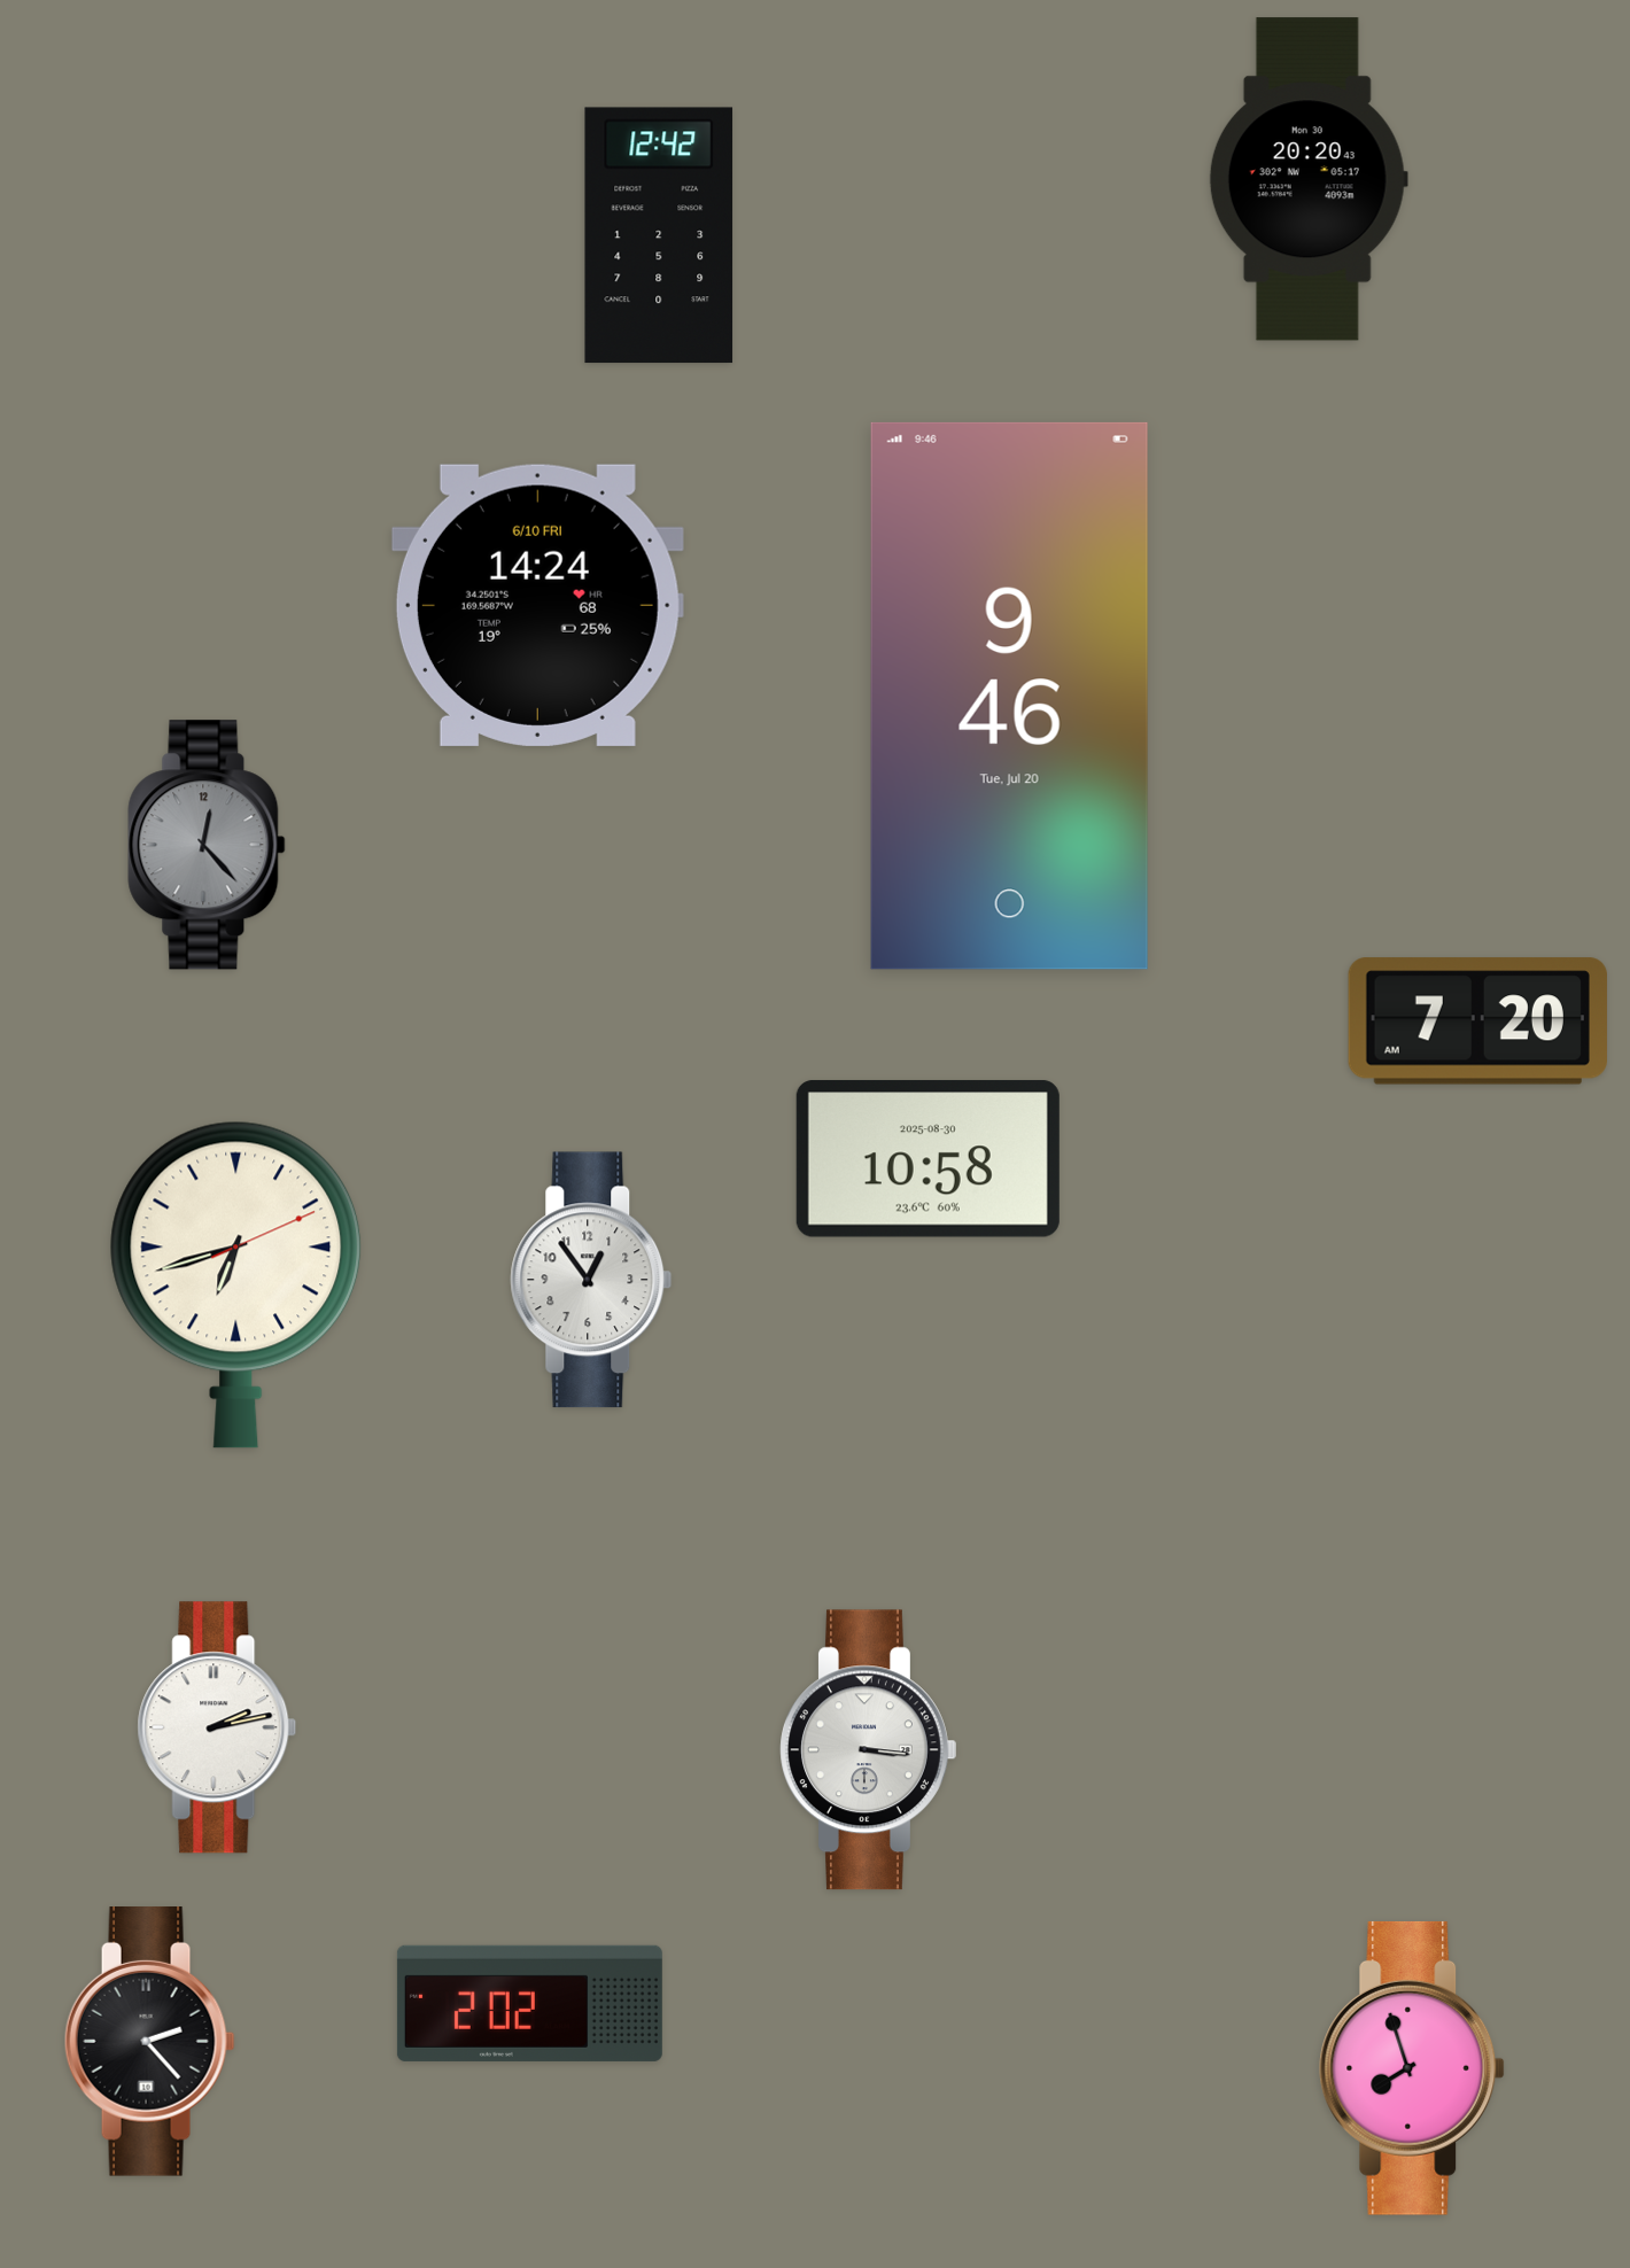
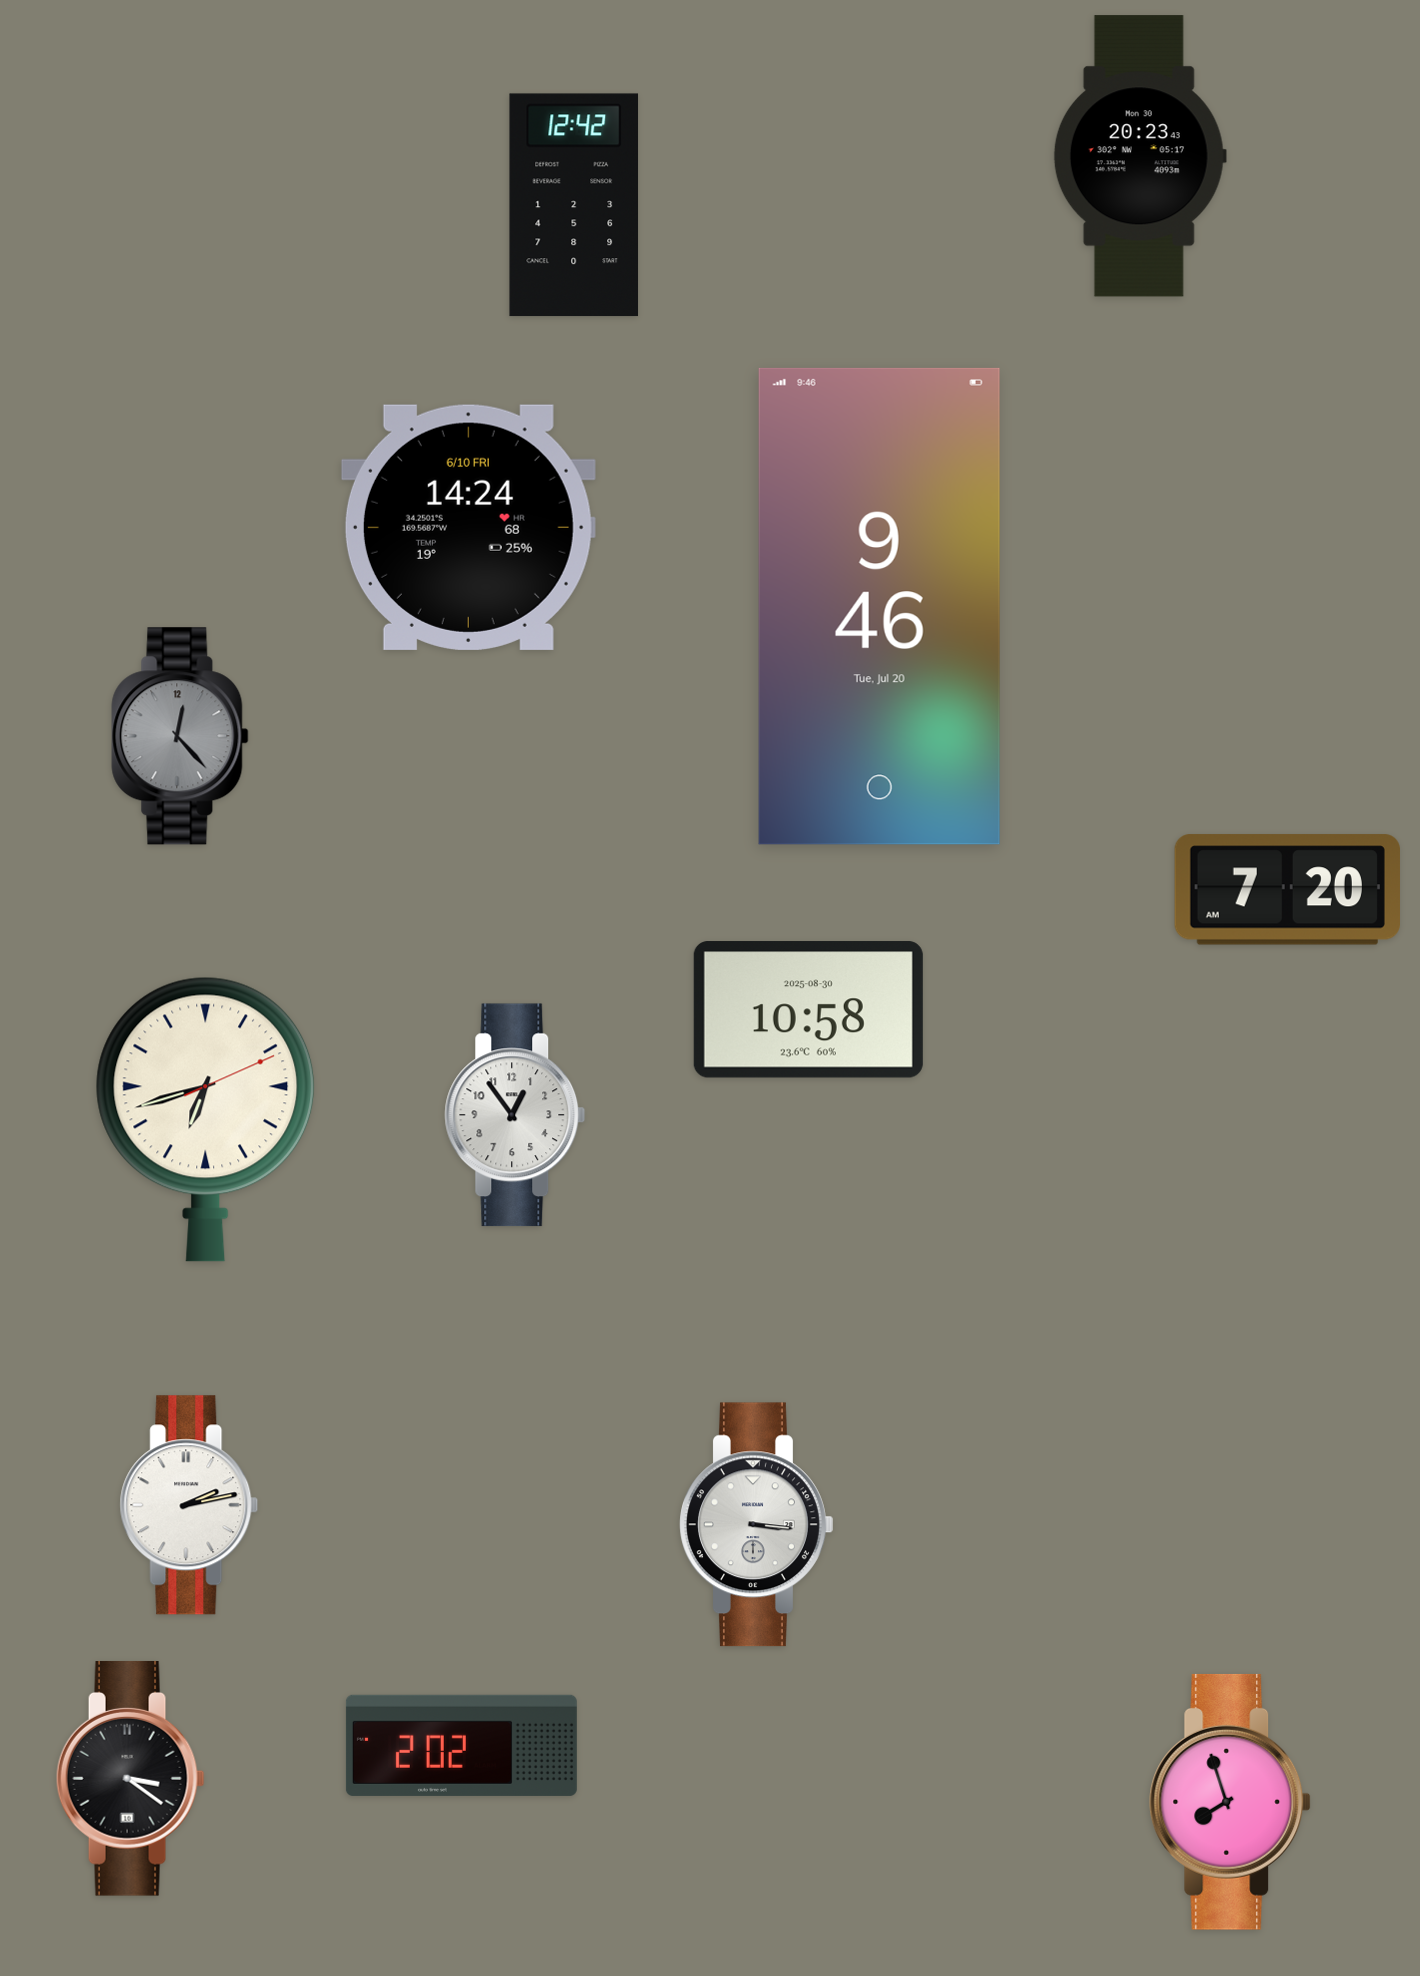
clock at (1309, 179): 20:20 -> 20:23
clock at (149, 2042): 2:23 -> 3:21
